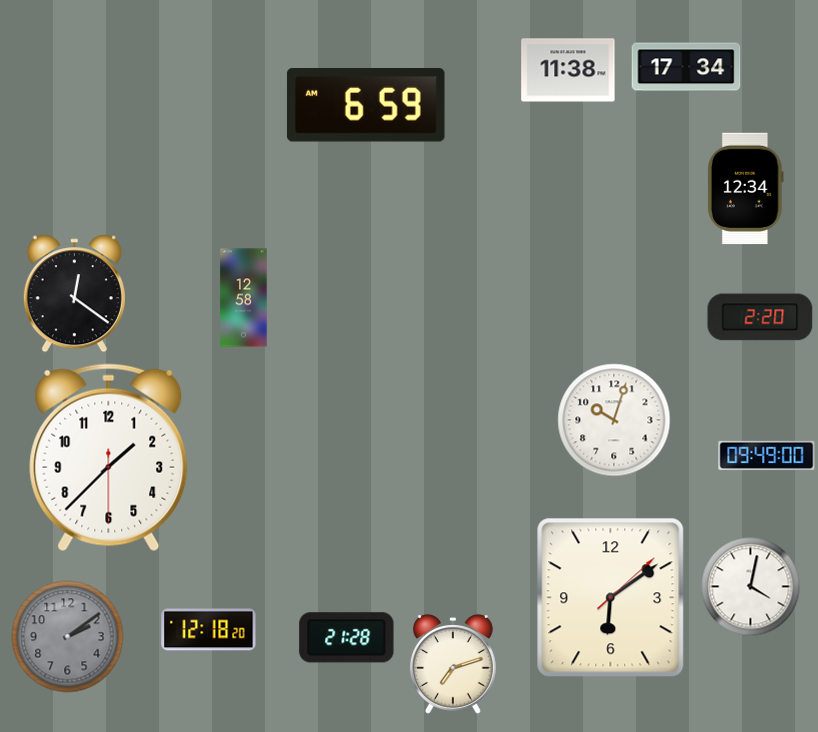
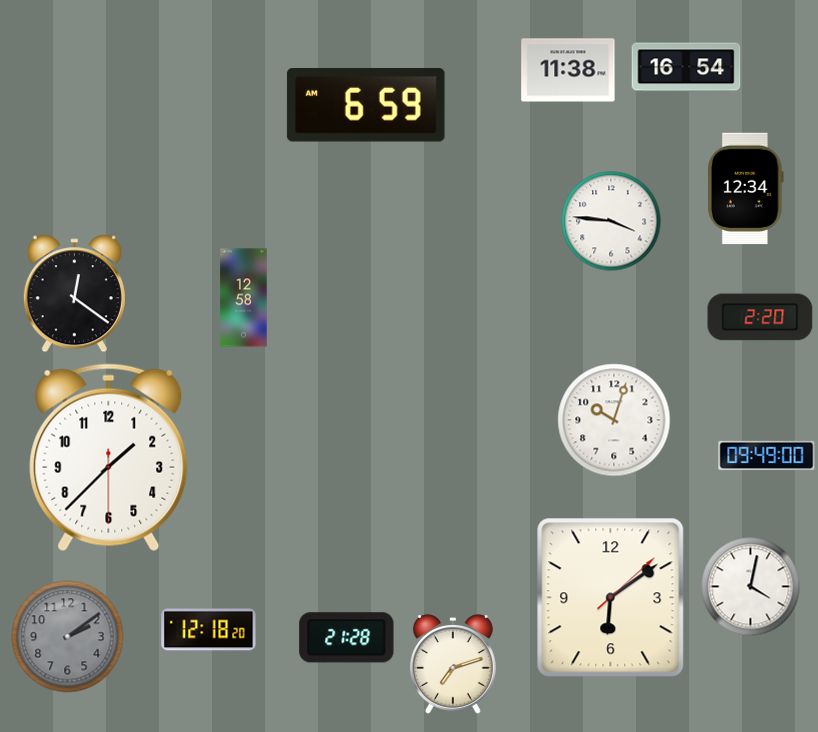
clock at (686, 67): 17:34 -> 16:54
clock at (611, 221): none -> 3:46
